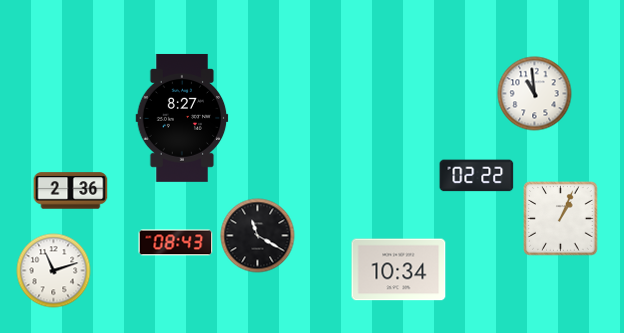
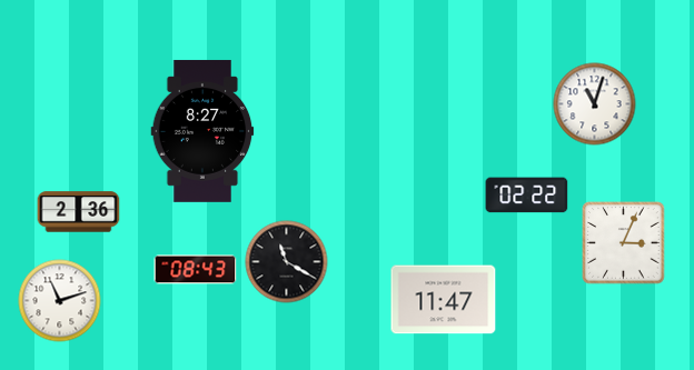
clock at (535, 94): 10:59 -> 11:03
clock at (477, 176) position: (477, 176) -> (527, 196)
clock at (561, 219): 1:04 -> 3:04
clock at (399, 270): 10:34 -> 11:47
